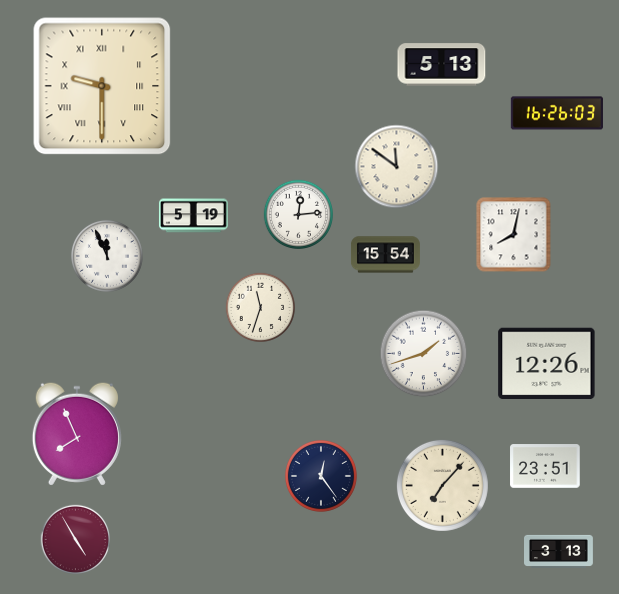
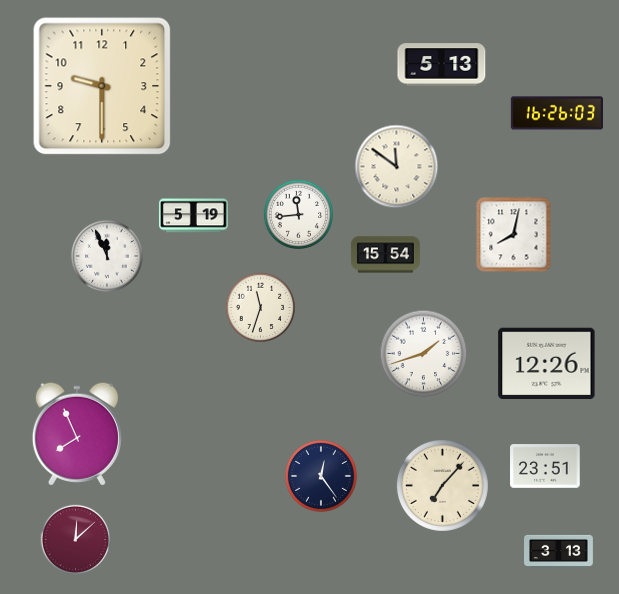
clock at (102, 86) numerals: Roman -> Arabic
clock at (299, 215): 12:14 -> 11:44
clock at (76, 540): 4:55 -> 12:08
